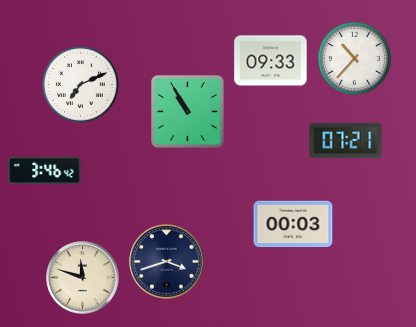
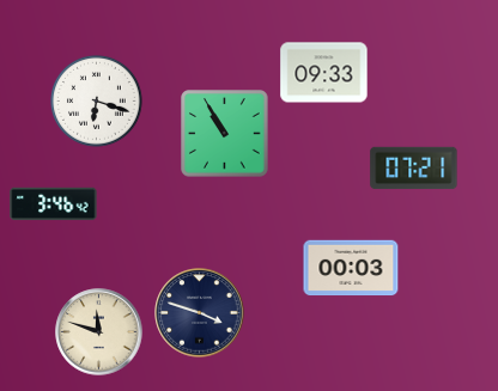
clock at (354, 58): 10:37 -> none
clock at (81, 85): 7:11 -> 6:18
clock at (167, 262): 3:42 -> 3:48
